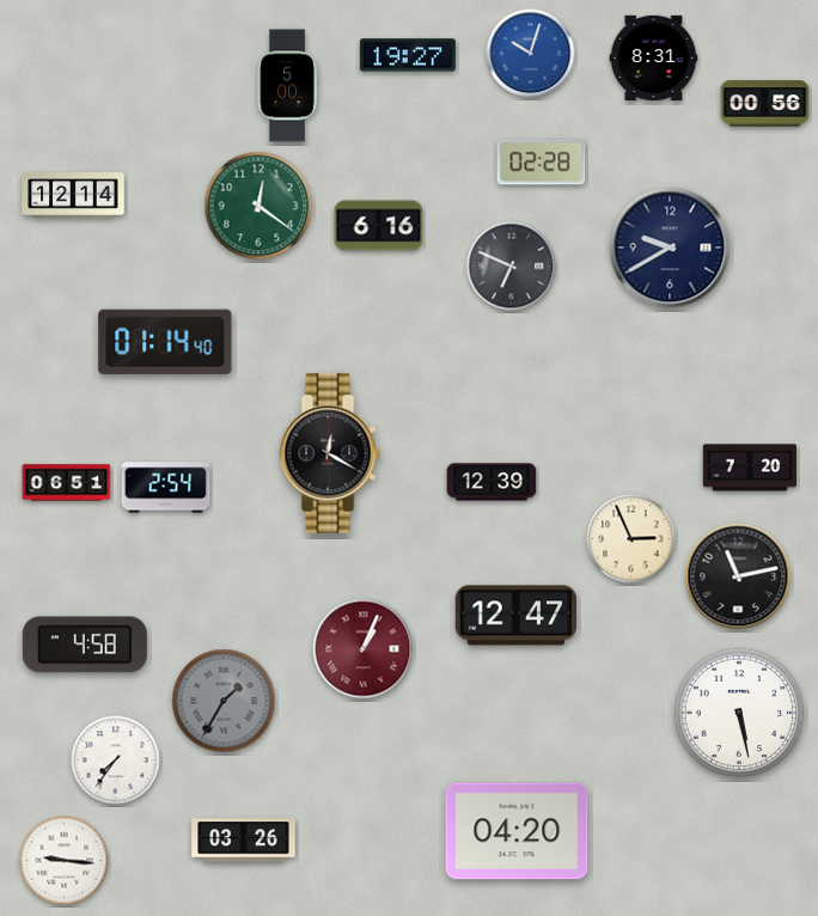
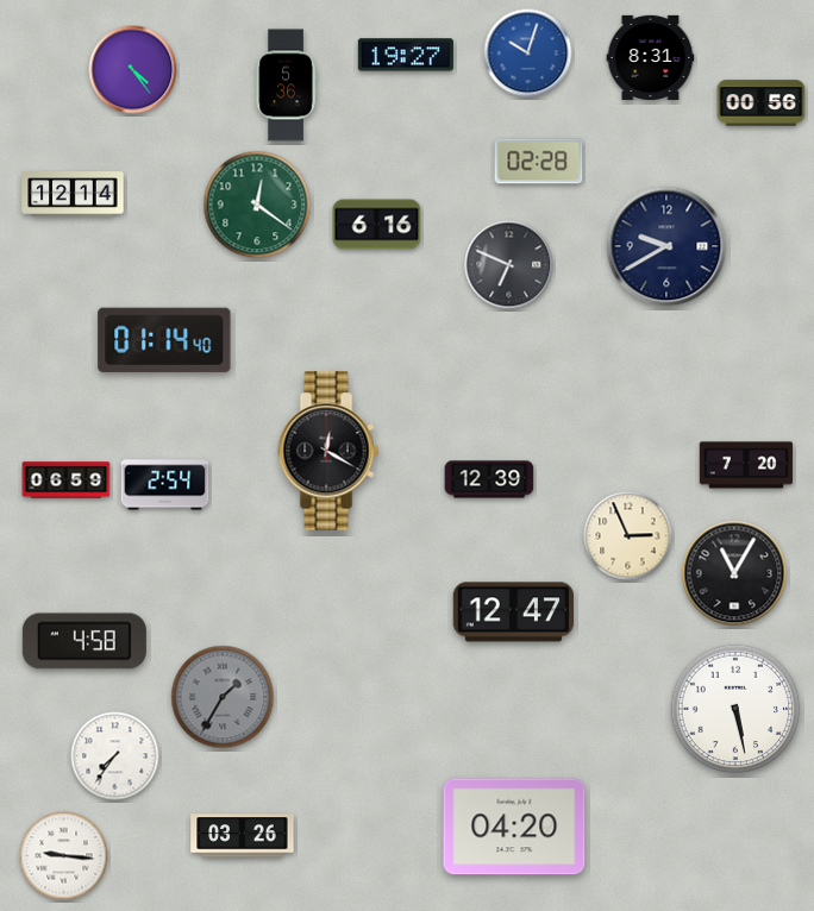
clock at (133, 70): none -> 4:24
clock at (287, 86): 5:00 -> 5:36
clock at (67, 483): 06:51 -> 06:59
clock at (738, 576): 11:13 -> 11:05
clock at (364, 649): 1:04 -> none
